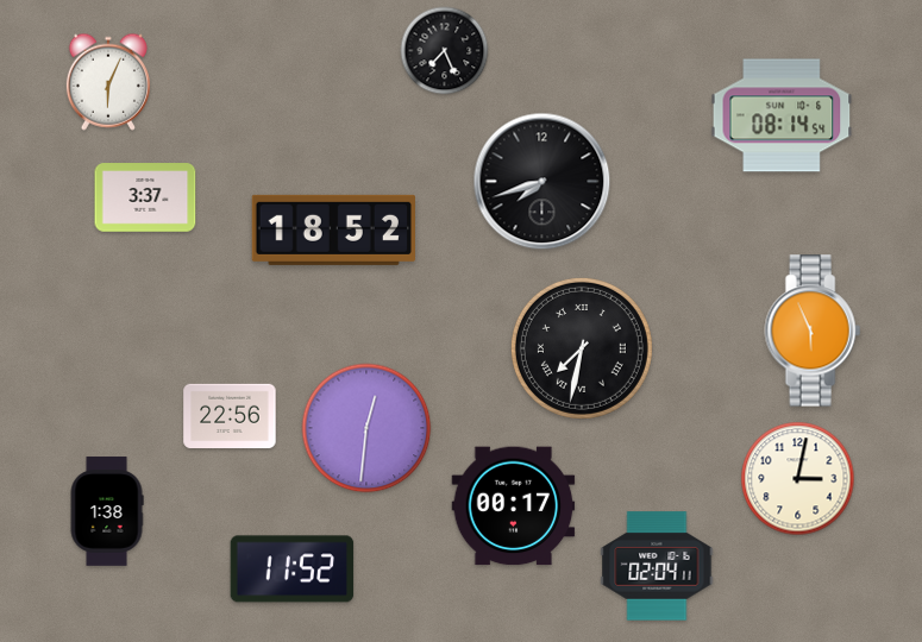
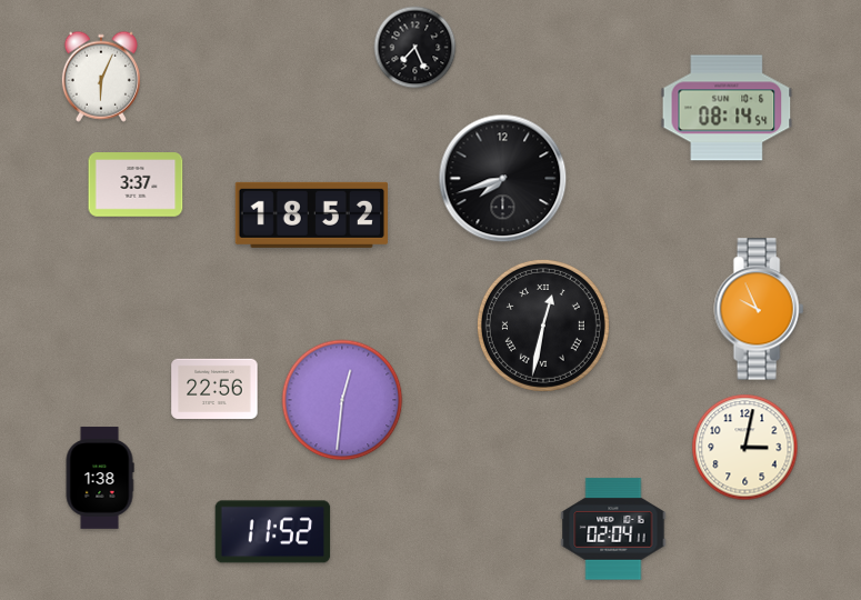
clock at (782, 115) position: (782, 115) -> (727, 108)
clock at (542, 182) position: (542, 182) -> (503, 179)
clock at (813, 331): 5:56 -> 9:56
clock at (582, 348): 7:32 -> 12:32
clock at (514, 506): 00:17 -> none
